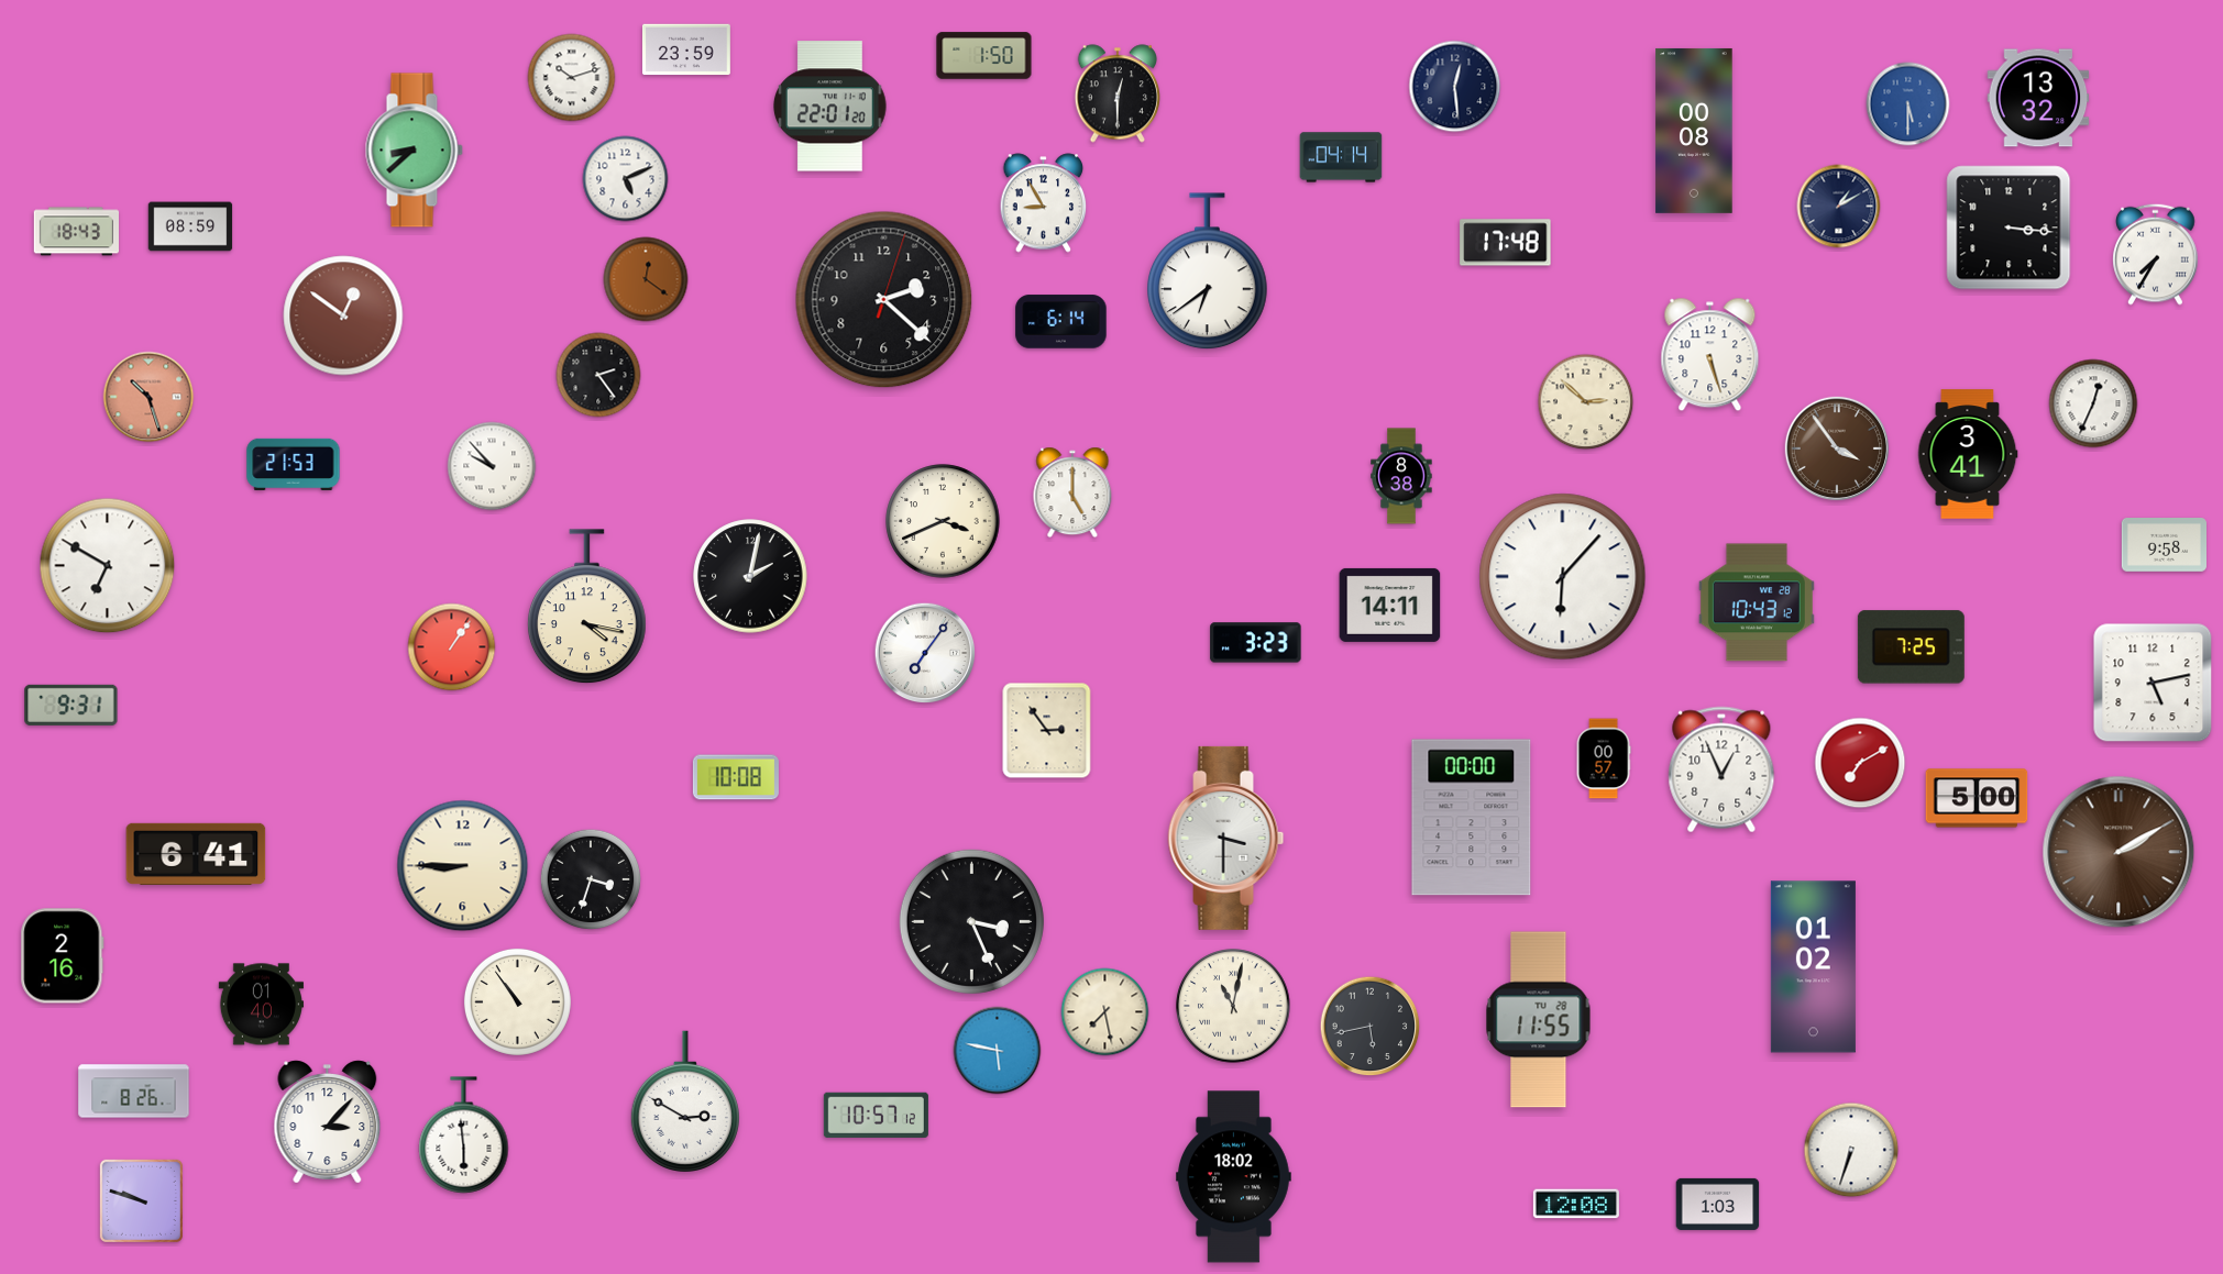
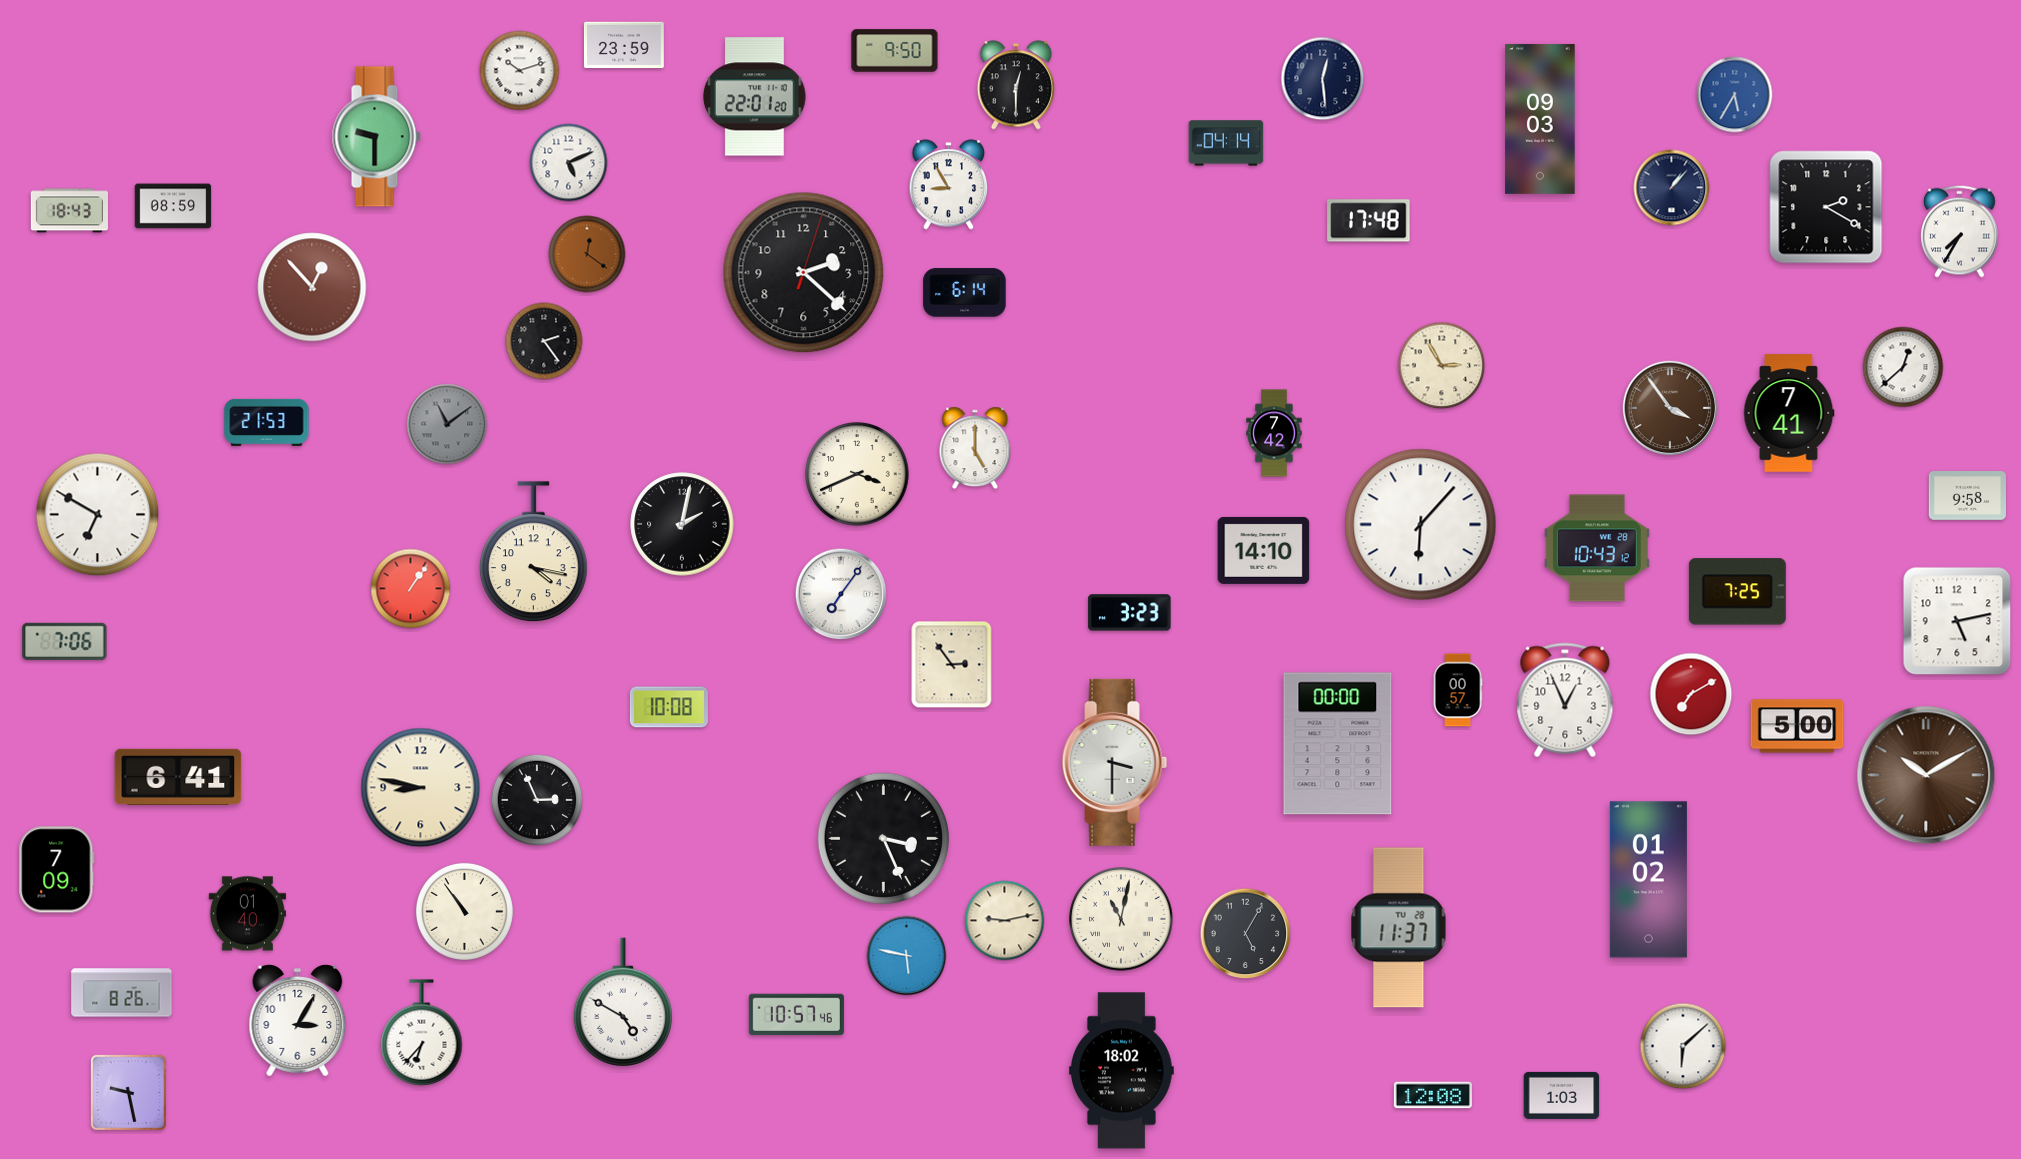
clock at (984, 56): 1:50 -> 9:50
clock at (2038, 98): 13:32 -> none
clock at (1908, 104): 5:30 -> 5:35
clock at (1694, 131): 00:08 -> 09:03
clock at (414, 151): 8:38 -> 9:30
clock at (1341, 157) position: (1341, 157) -> (1226, 143)
clock at (1839, 207): 1:10 -> 1:07
clock at (2009, 228): 3:16 -> 2:20
clock at (1208, 272): 6:39 -> none
clock at (343, 315): 12:51 -> 12:53
clock at (1710, 355): 5:27 -> none
clock at (148, 397): 10:27 -> none
clock at (1586, 402): 2:52 -> 2:55
clock at (2093, 403): 12:34 -> 12:38
clock at (1968, 454): 3:41 -> 7:41
clock at (492, 466): 9:53 -> 11:09
clock at (492, 466) dial: white -> grey
clock at (1401, 476): 8:38 -> 7:42
clock at (1390, 605): 14:11 -> 14:10
clock at (1256, 643) position: (1256, 643) -> (1130, 613)
clock at (1911, 647) position: (1911, 647) -> (1737, 592)
clock at (71, 705): 9:31 -> 7:06
clock at (2119, 852): 2:10 -> 10:10
clock at (463, 866): 8:45 -> 8:47
clock at (591, 879): 3:33 -> 2:56
clock at (63, 956): 2:16 -> 7:09
clock at (517, 1001) position: (517, 1001) -> (464, 911)
clock at (261, 1005) position: (261, 1005) -> (247, 914)
clock at (1233, 1006) position: (1233, 1006) -> (1121, 919)
clock at (1105, 1012): 7:28 -> 9:13
clock at (1539, 1020): 11:55 -> 11:37
clock at (1371, 1027): 5:43 -> 5:05
clock at (685, 1101): 2:50 -> 4:50
clock at (876, 1115): 10:57:12 -> 10:57:46
clock at (328, 1122): 3:07 -> 3:05
clock at (464, 1135): 5:59 -> 6:37
clock at (1851, 1150): 6:33 -> 6:08
clock at (141, 1200): 9:48 -> 9:28
